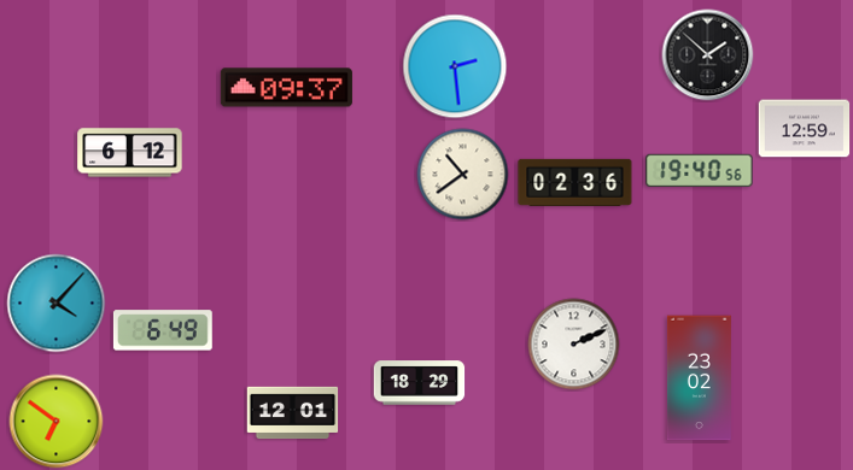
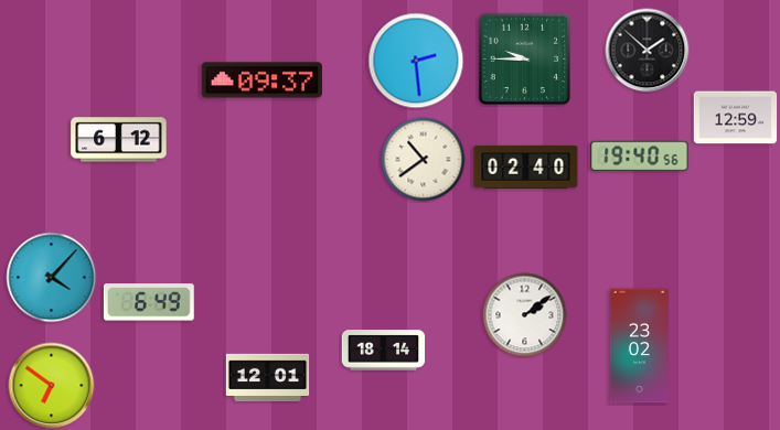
clock at (525, 60): none -> 9:45
clock at (576, 182): 02:36 -> 02:40
clock at (574, 345): 2:11 -> 2:09
clock at (420, 383): 18:29 -> 18:14
